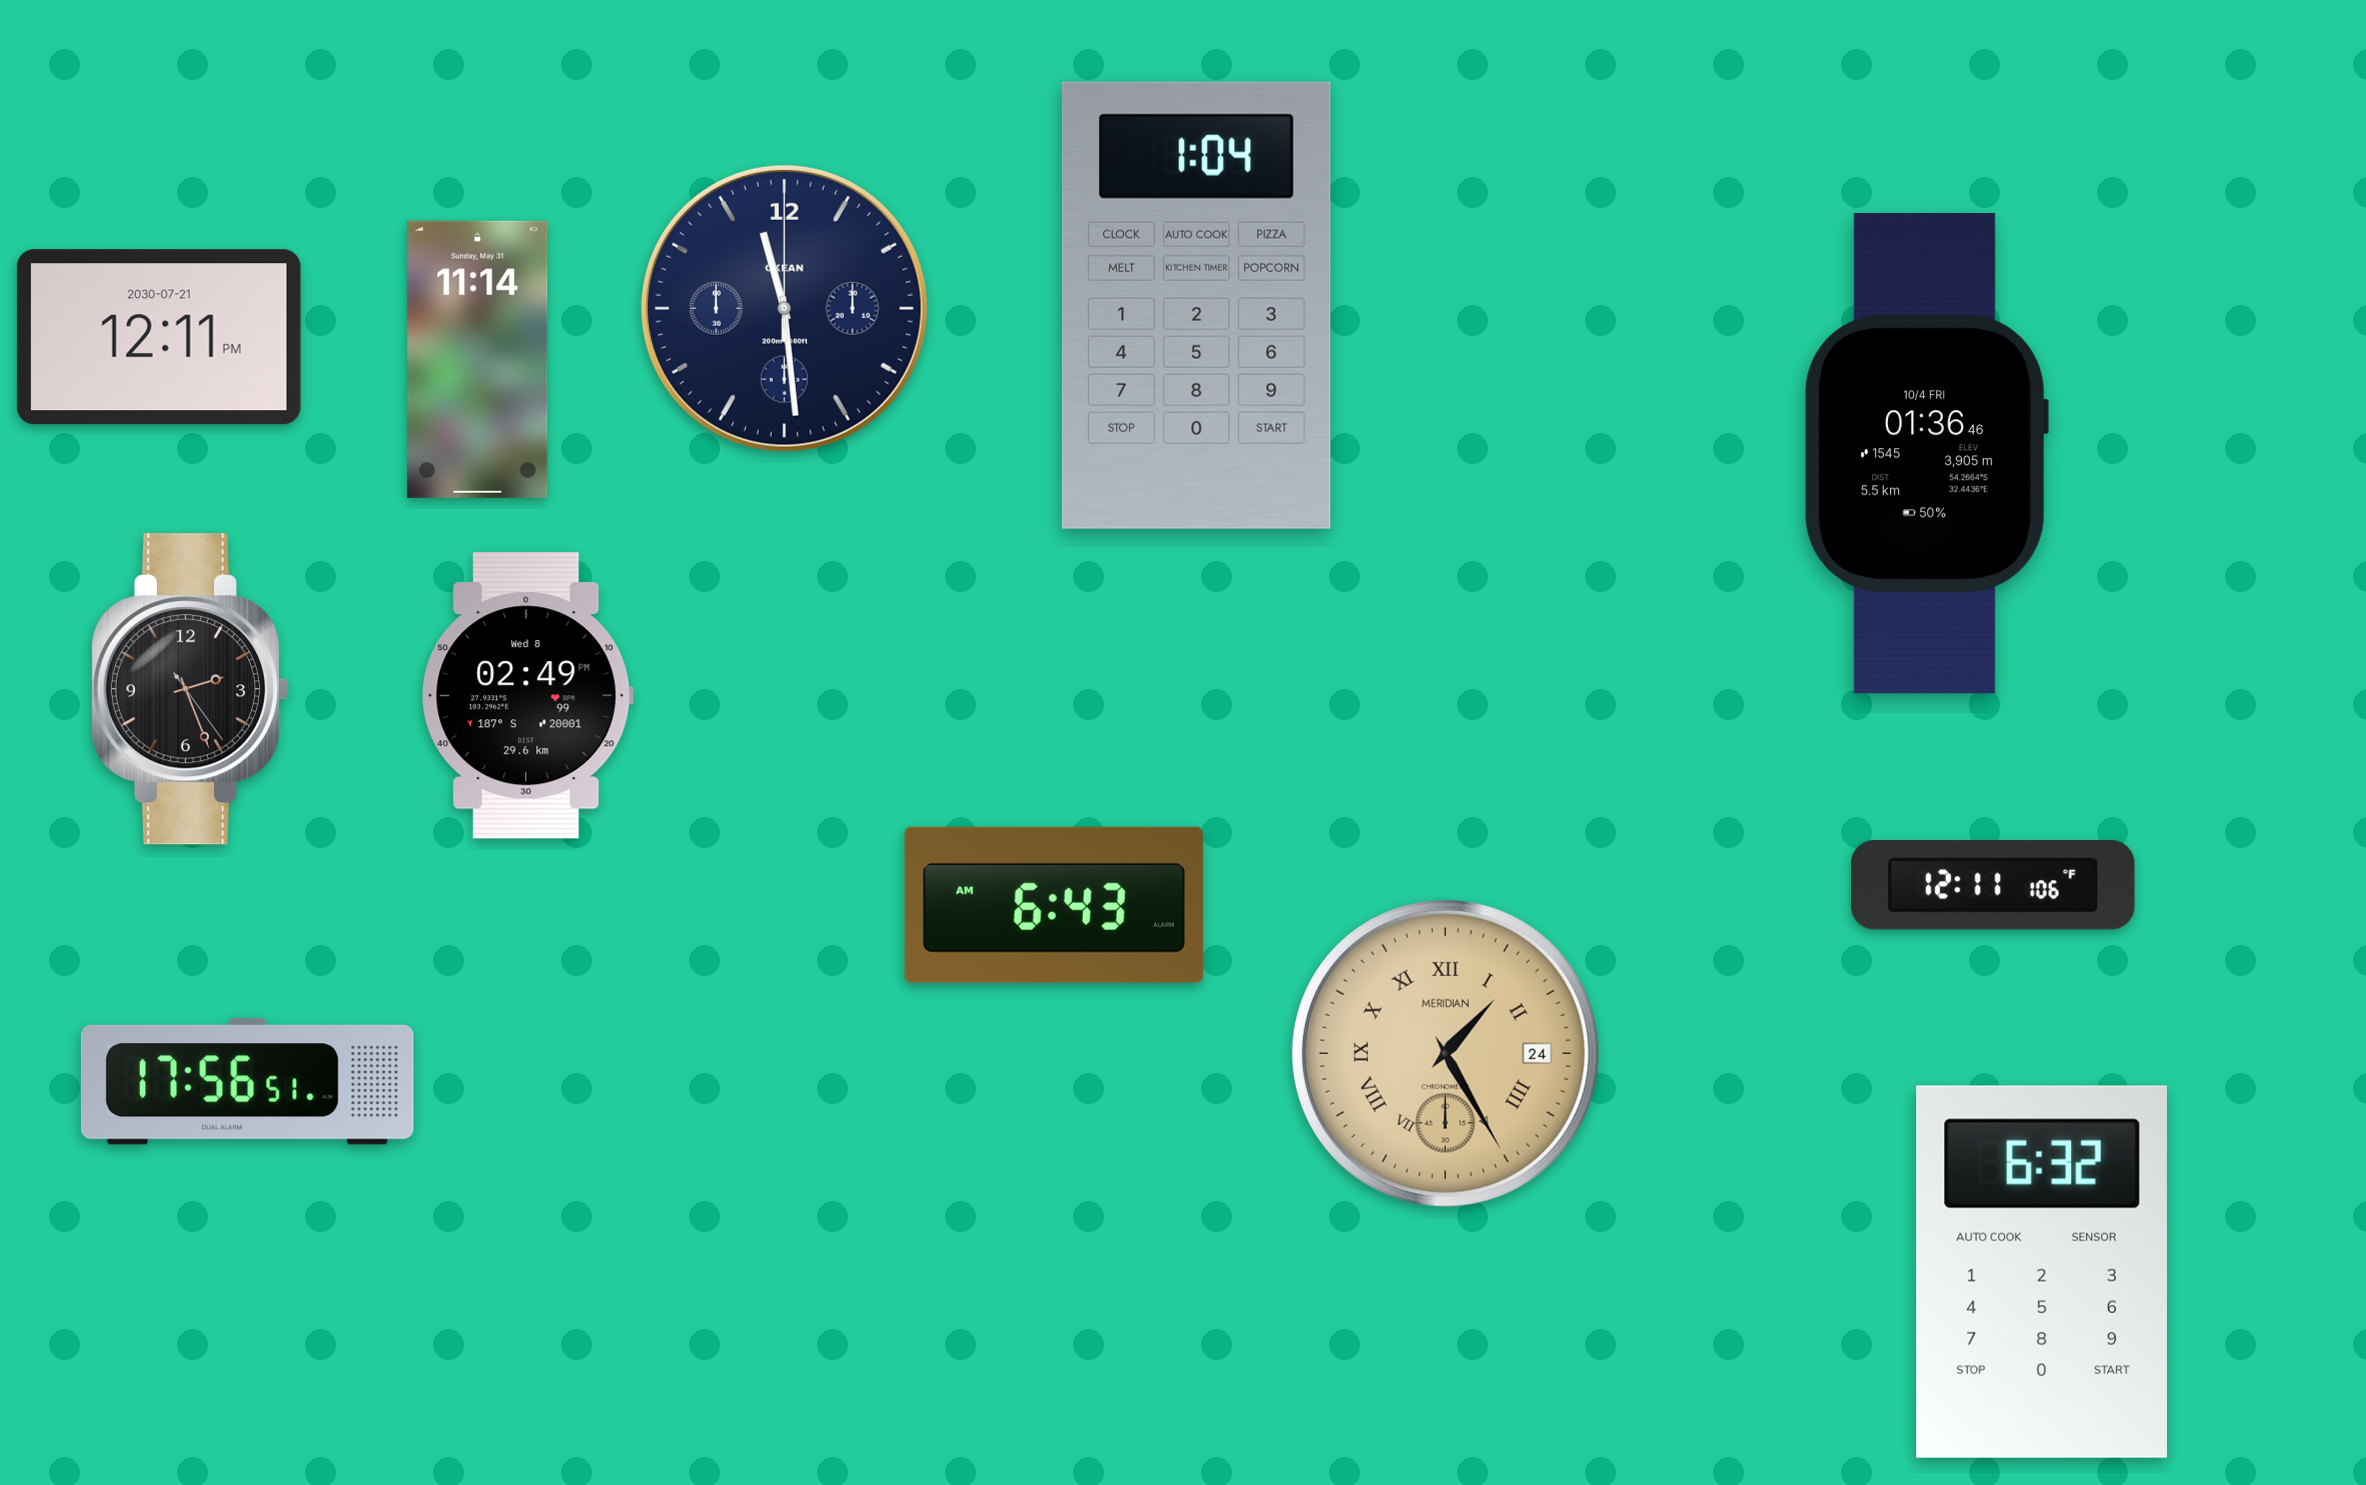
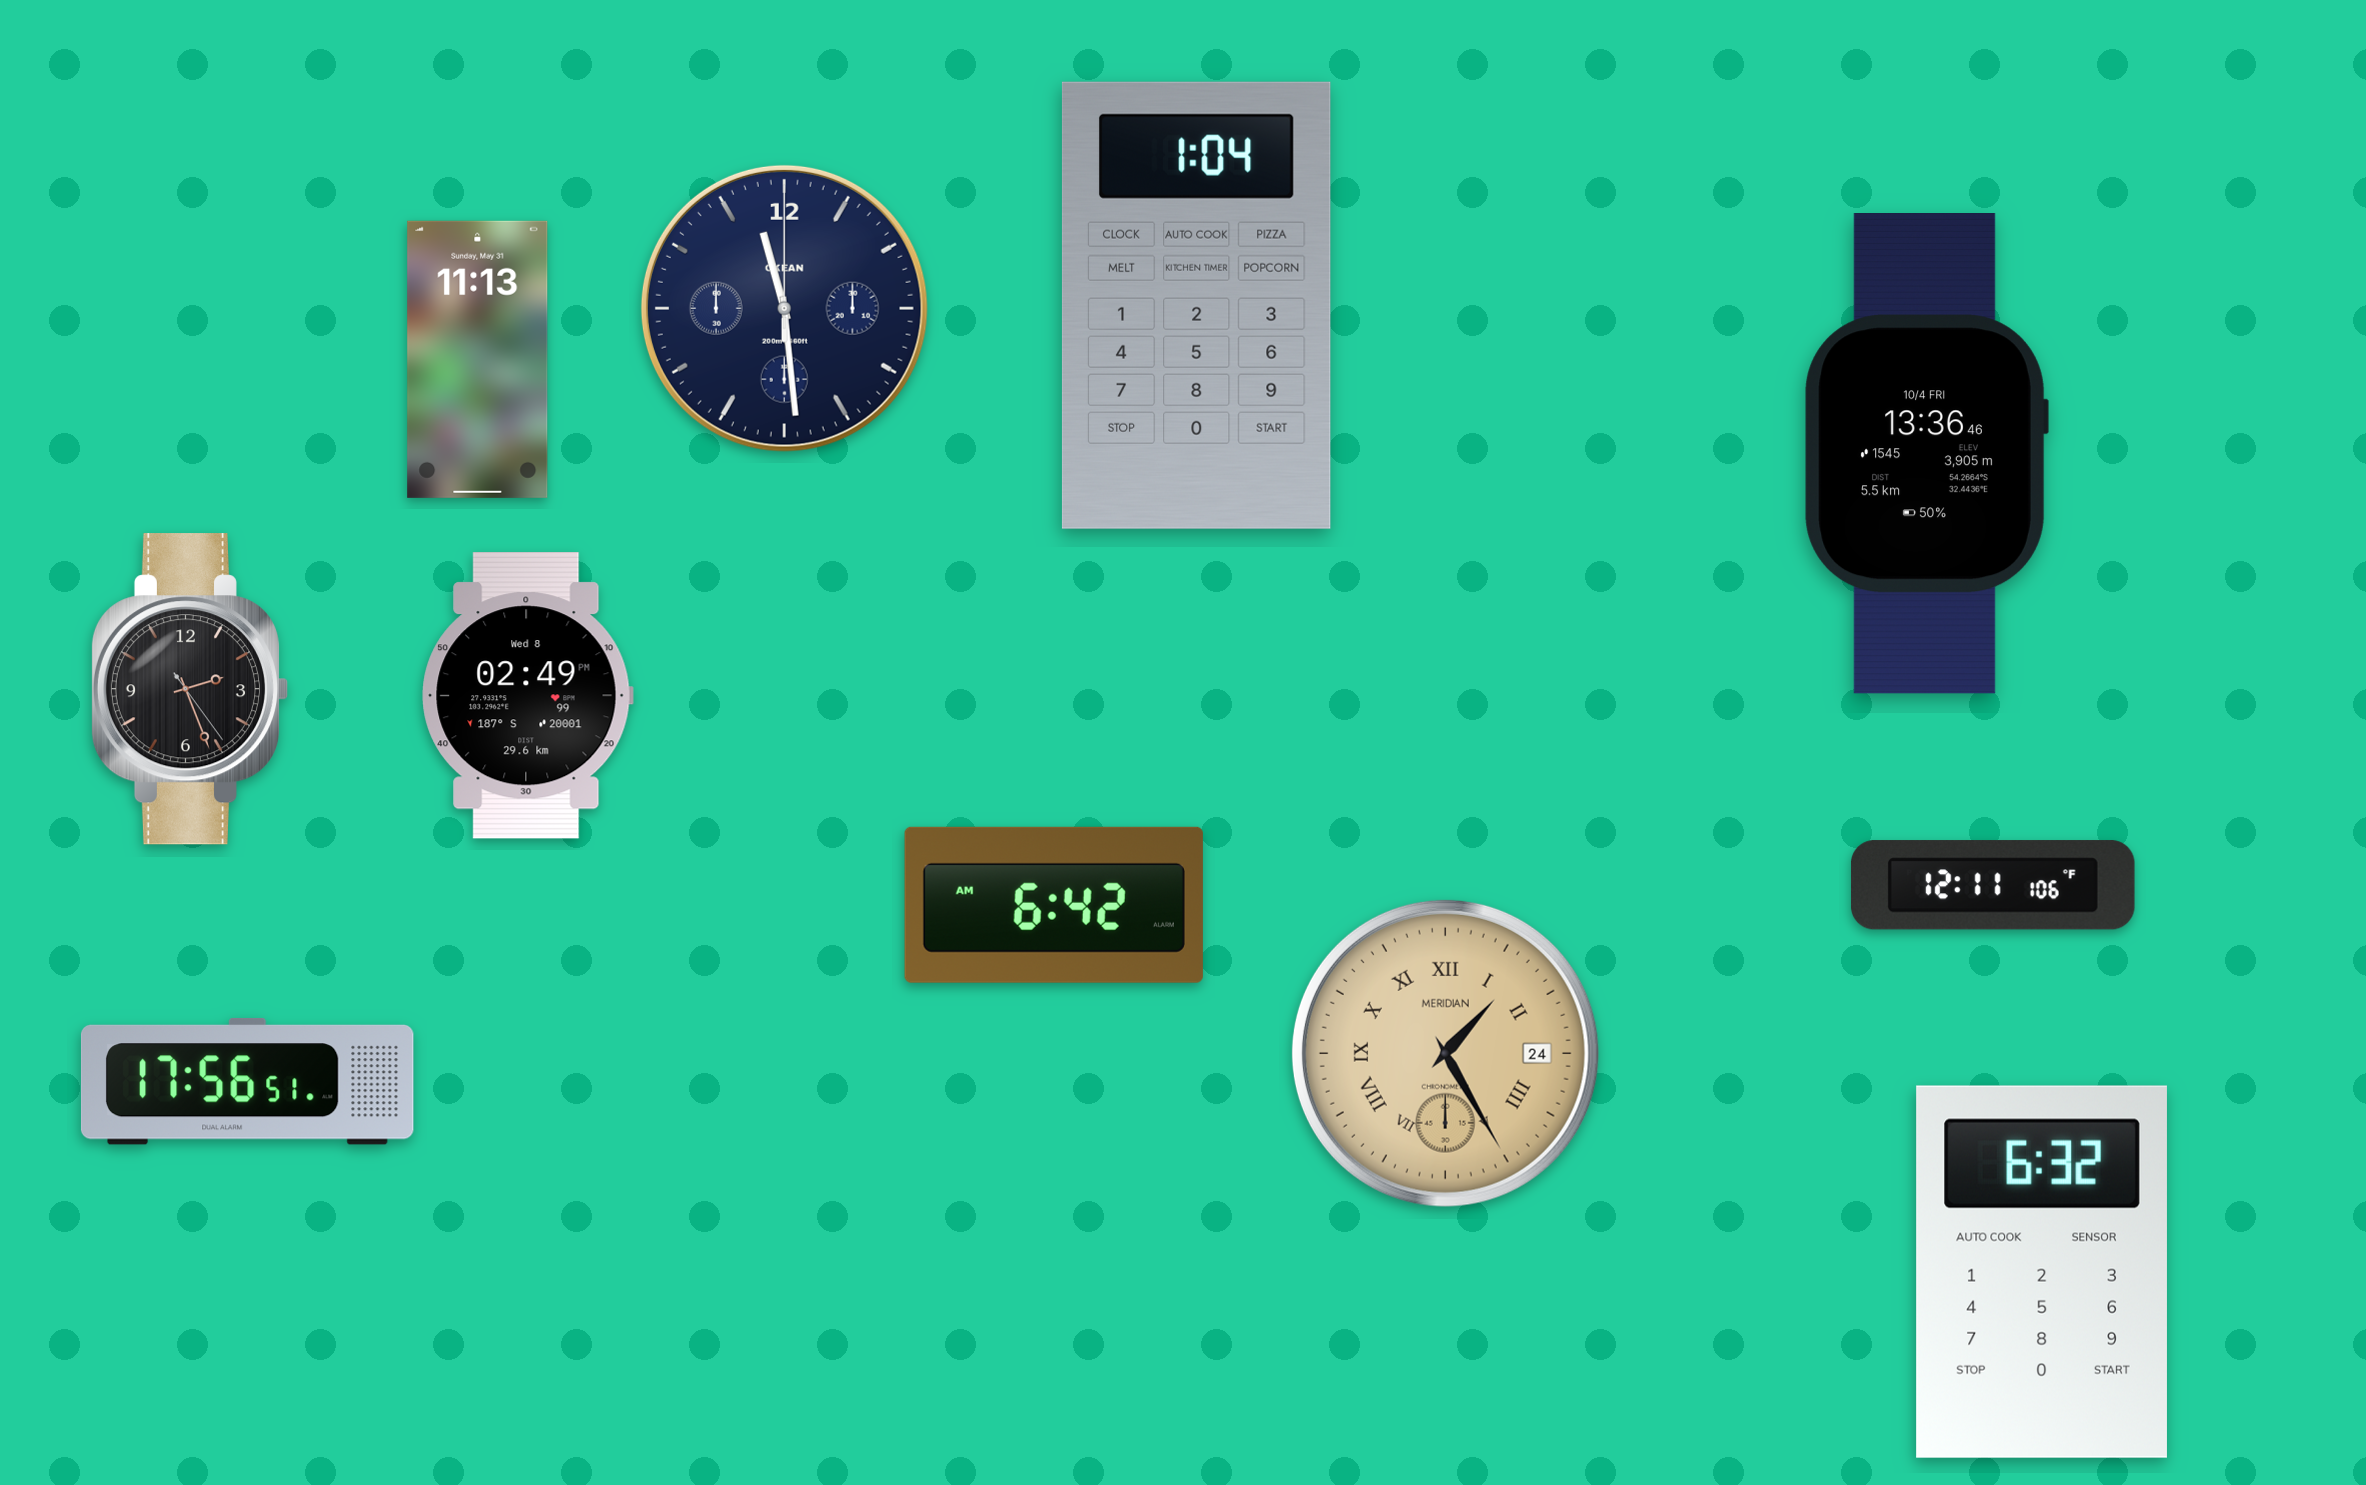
clock at (159, 337): 12:11 -> none
clock at (478, 359): 11:14 -> 11:13
clock at (1926, 454): 01:36 -> 13:36
clock at (1054, 905): 6:43 -> 6:42
